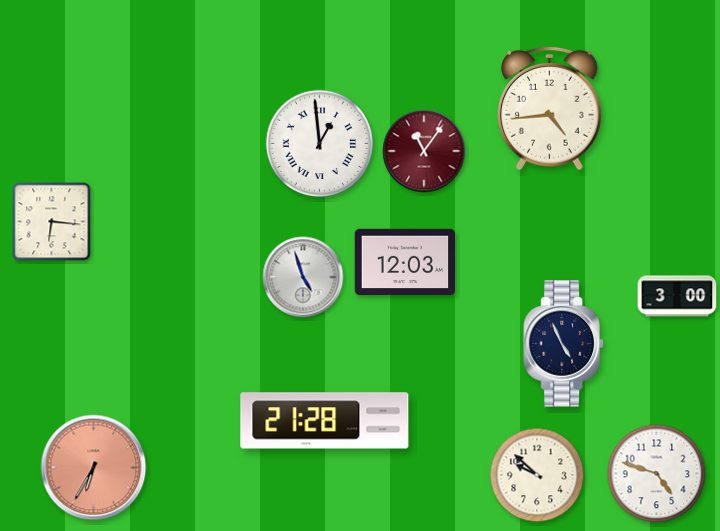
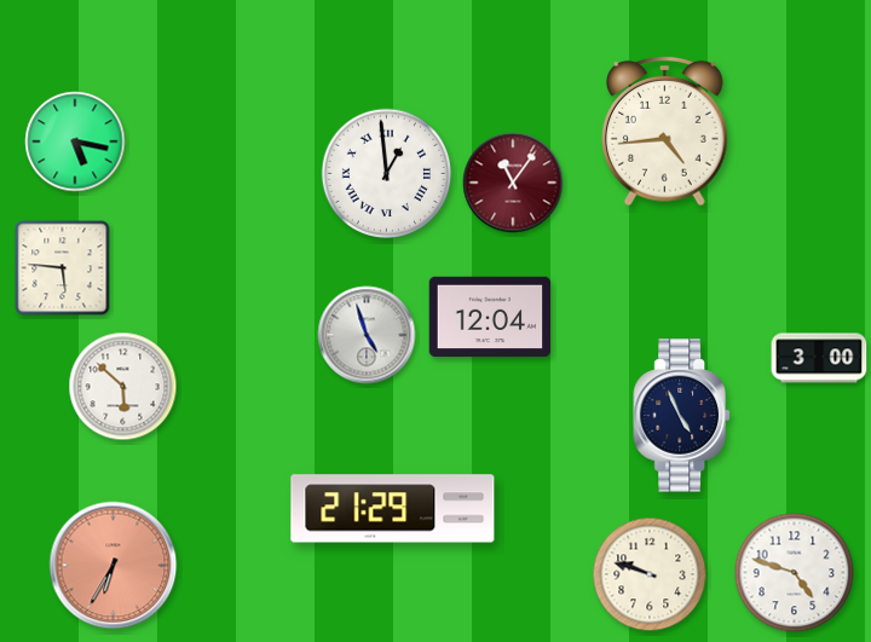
clock at (75, 141): none -> 5:17
clock at (52, 222): 6:16 -> 5:46
clock at (405, 262): 12:03 -> 12:04
clock at (123, 387): none -> 5:52
clock at (325, 421): 21:28 -> 21:29
clock at (537, 475): 9:52 -> 9:48
